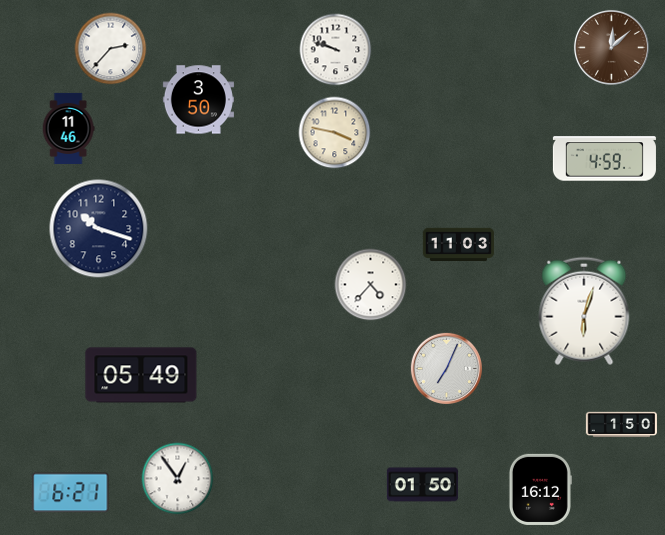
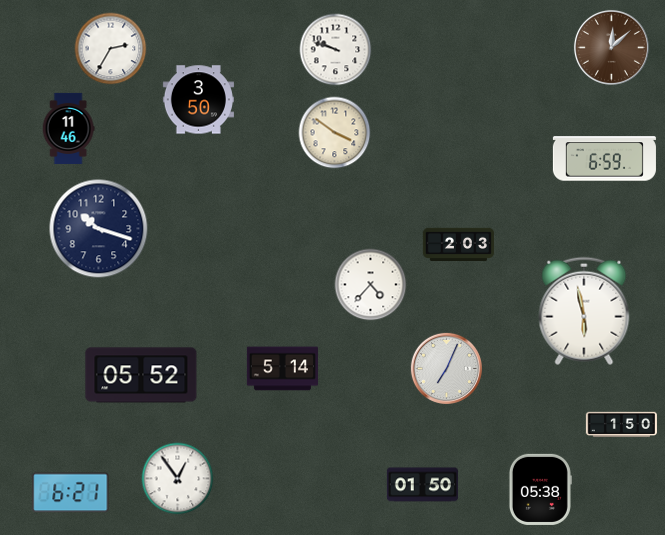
clock at (111, 49): 2:37 -> 2:35
clock at (335, 133): 3:47 -> 3:51
clock at (604, 159): 4:59 -> 6:59
clock at (458, 244): 11:03 -> 2:03
clock at (584, 311): 6:03 -> 5:58
clock at (282, 369): none -> 5:14
clock at (141, 375): 05:49 -> 05:52
clock at (540, 489): 16:12 -> 05:38
